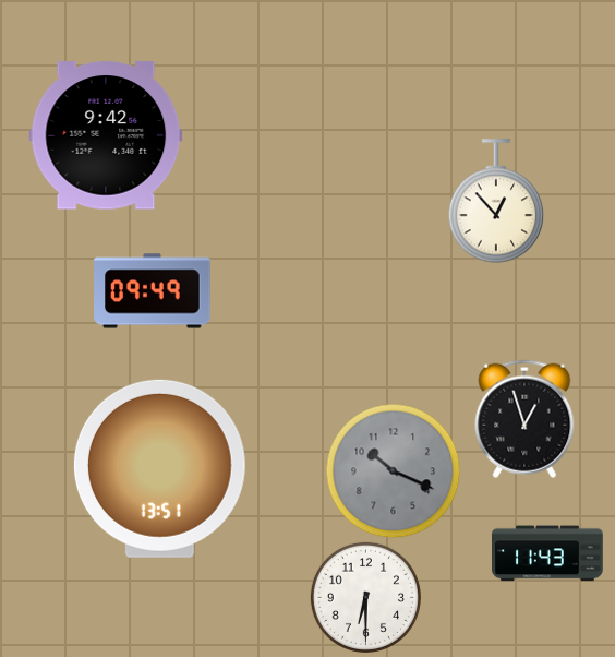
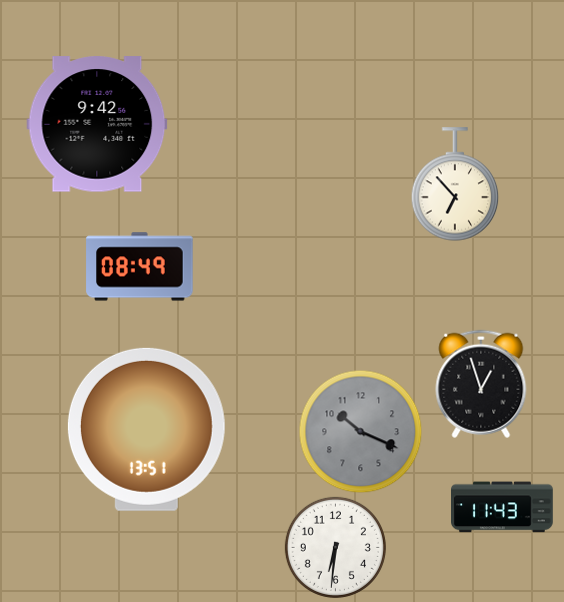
clock at (496, 201): 12:53 -> 6:53
clock at (153, 291): 09:49 -> 08:49
clock at (365, 597): 6:30 -> 6:31
